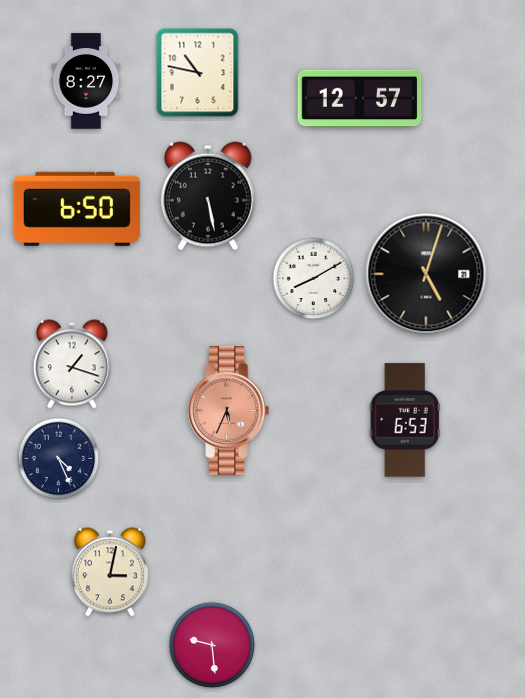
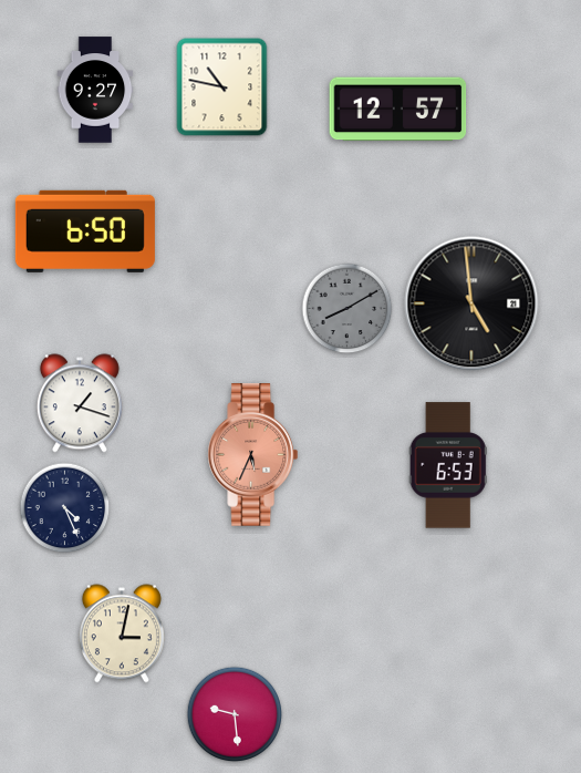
clock at (198, 73) position: (198, 73) -> (222, 87)
clock at (86, 81): 8:27 -> 9:27
clock at (208, 196): 5:28 -> none
clock at (426, 274): 5:03 -> 4:59
clock at (314, 279) dial: white -> grey
